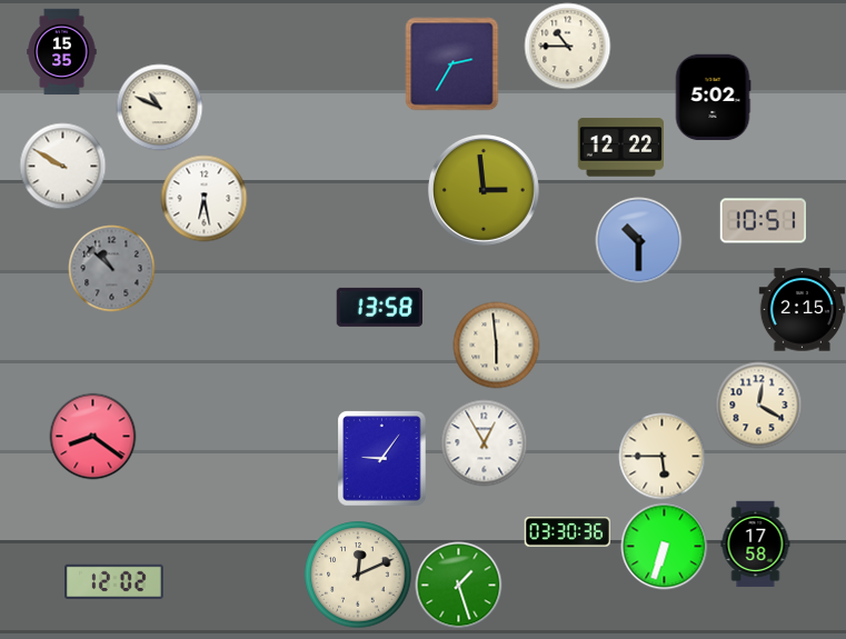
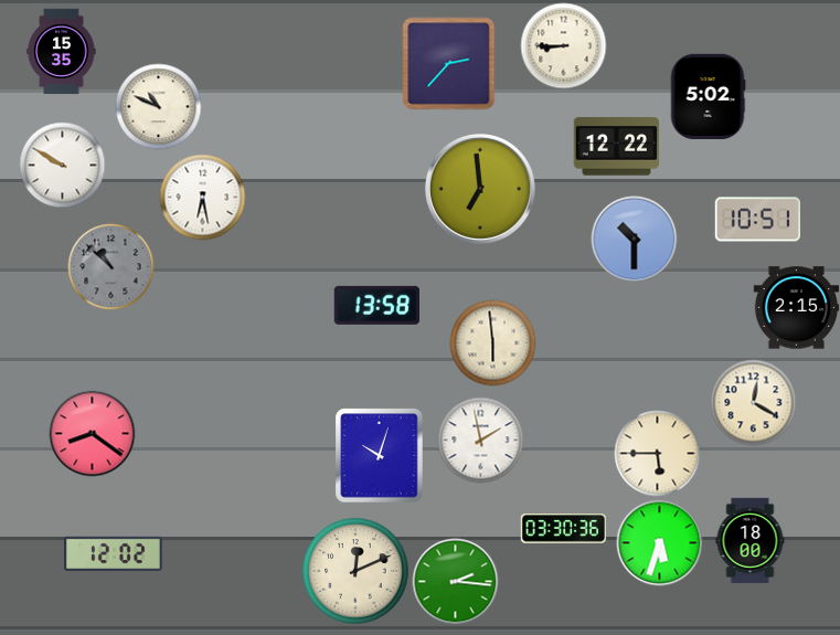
clock at (567, 46): 10:45 -> 8:45
clock at (451, 63): 2:35 -> 2:37
clock at (484, 190): 2:59 -> 6:59
clock at (484, 442): 12:55 -> 1:58
clock at (382, 458): 9:06 -> 10:03
clock at (756, 543): 17:58 -> 18:00
clock at (664, 546): 6:33 -> 5:33
clock at (115, 581) position: (115, 581) -> (114, 553)
clock at (458, 585): 1:27 -> 2:16
